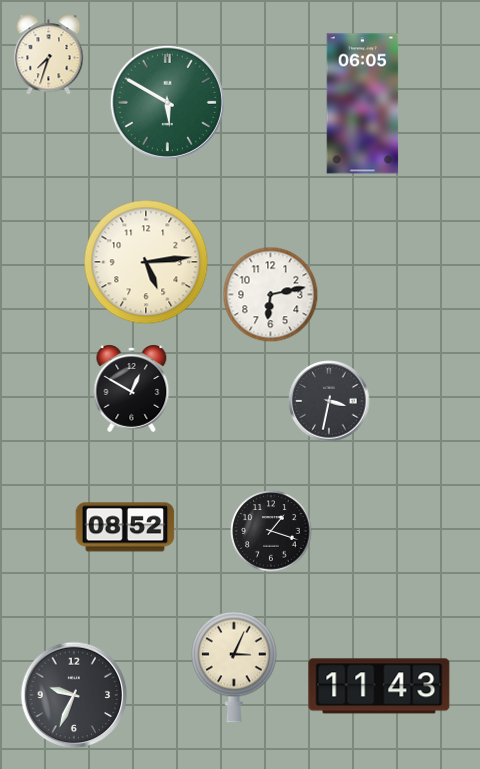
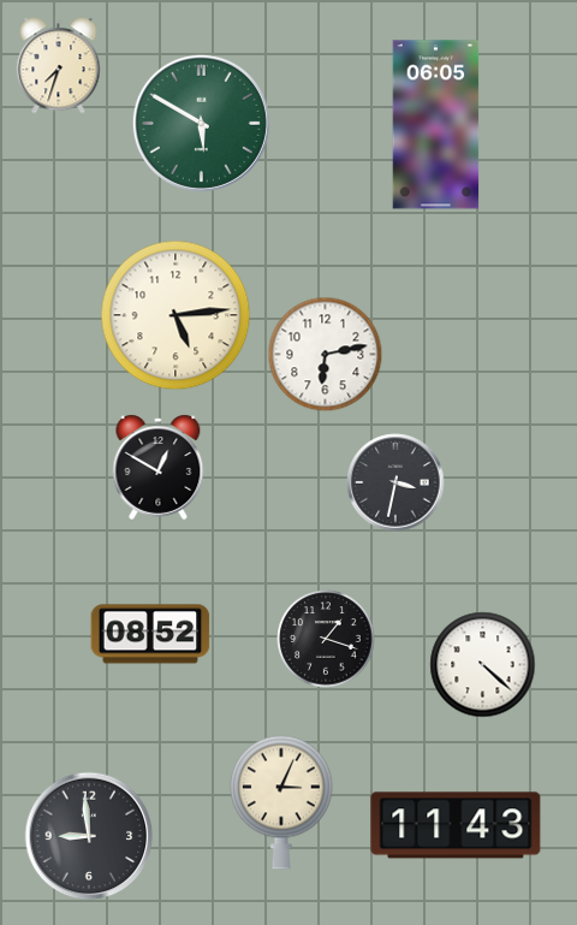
clock at (483, 665): none -> 4:22
clock at (74, 695): 9:34 -> 8:59
